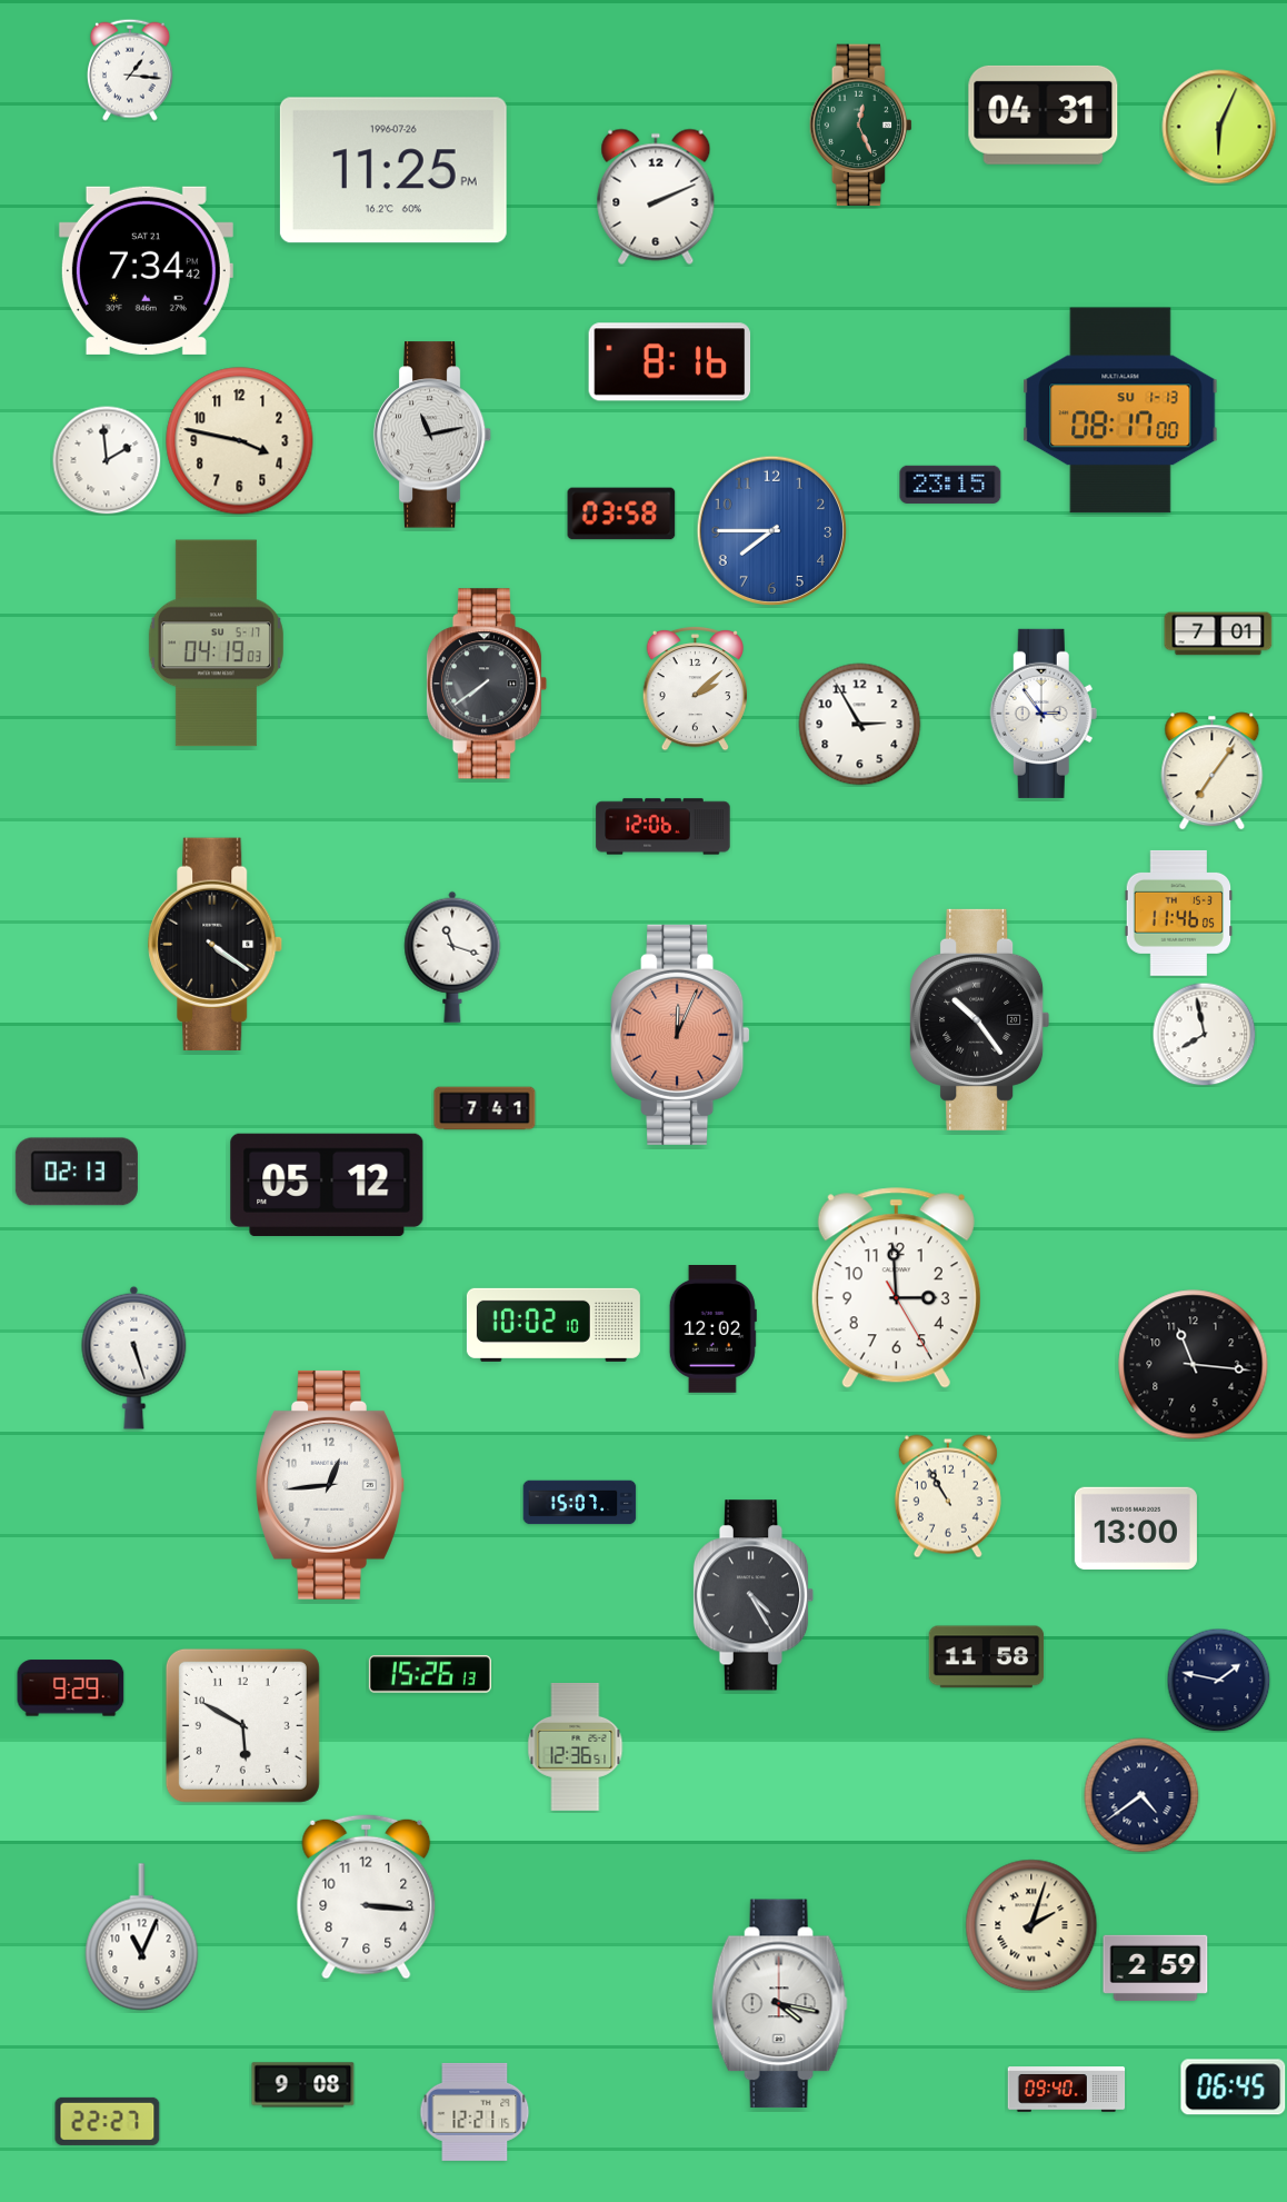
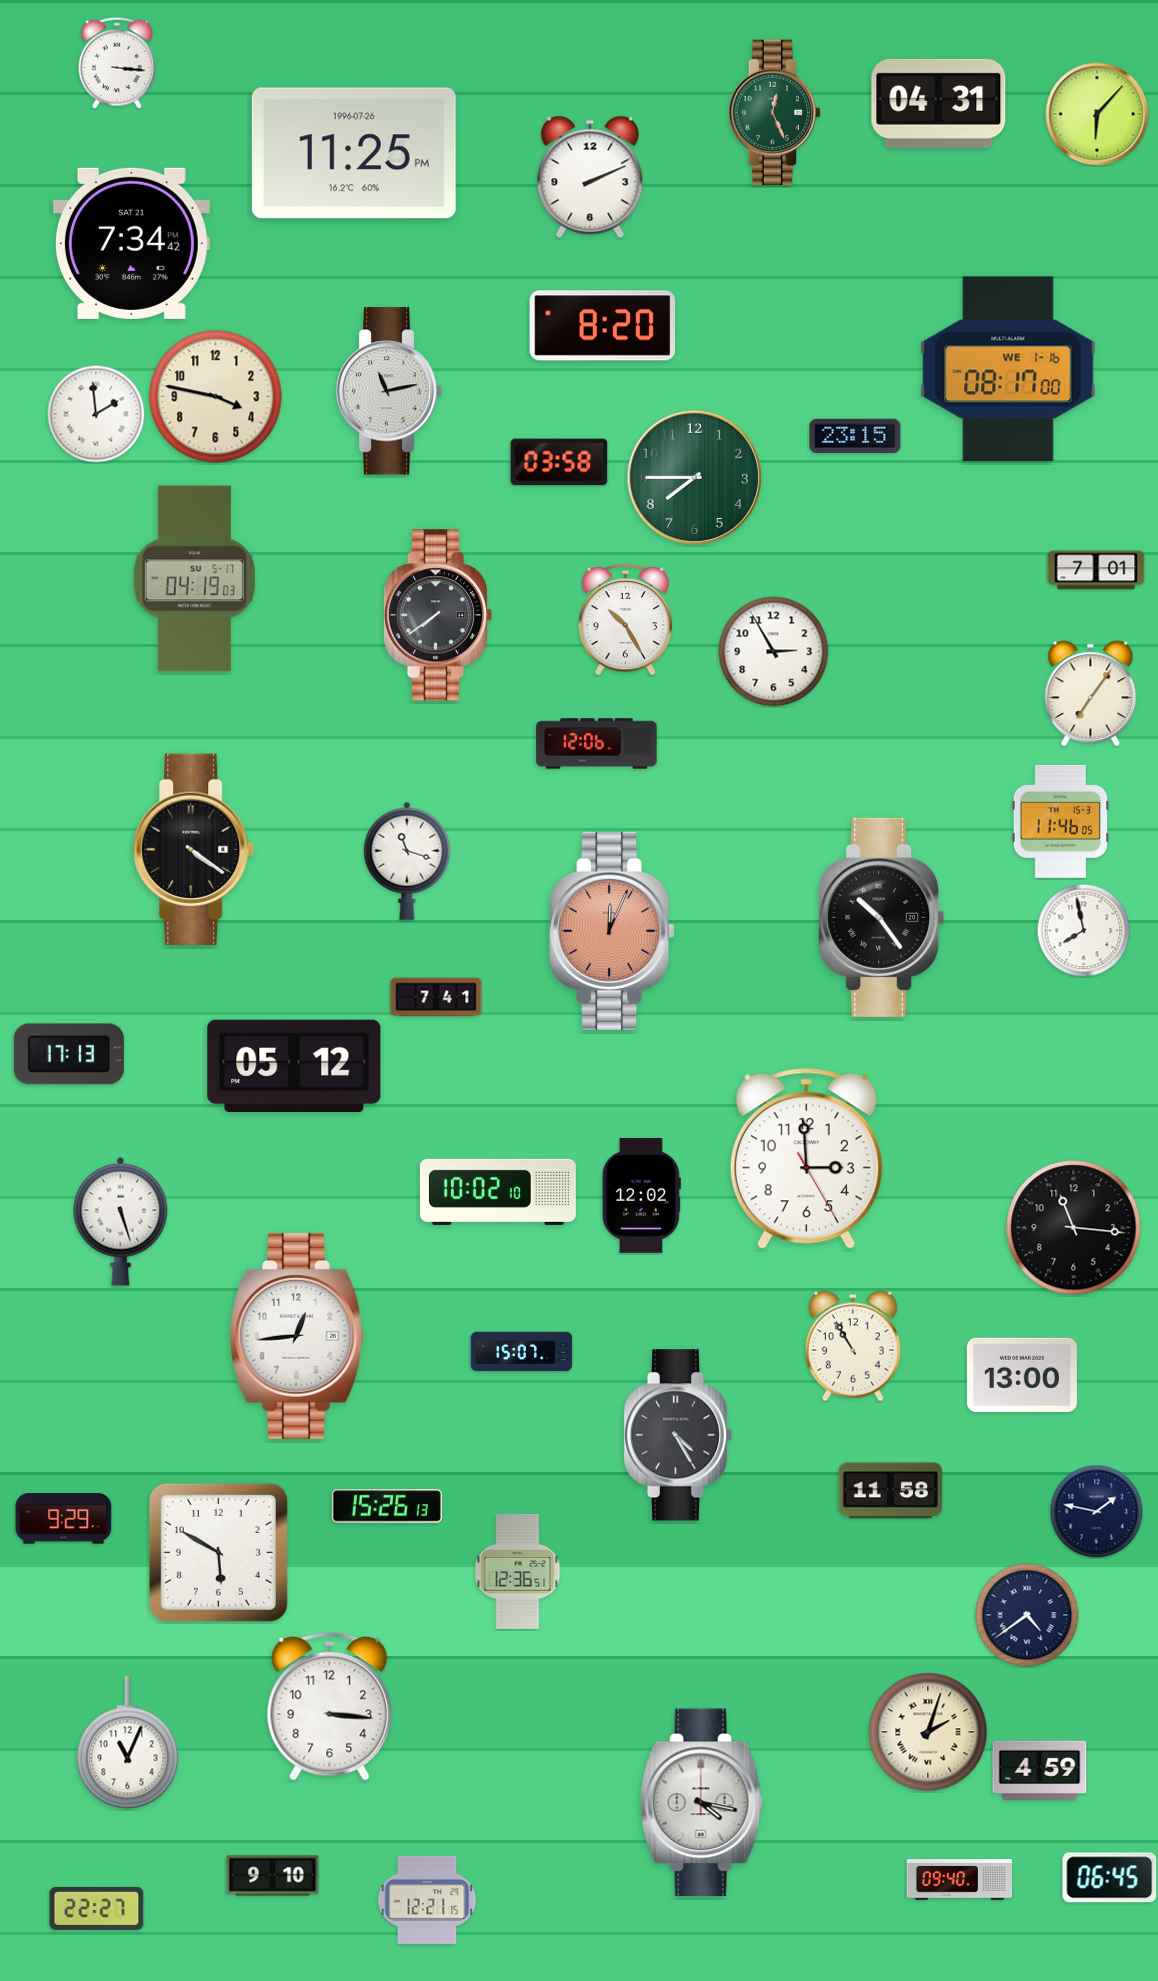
clock at (130, 70): 1:16 -> 3:16
clock at (1219, 127): 6:04 -> 6:07
clock at (670, 362): 8:16 -> 8:20
clock at (1120, 410) date: SU 1-13 -> WE 1-16
clock at (771, 530) dial: blue -> green
clock at (695, 688): 2:08 -> 10:25
clock at (1044, 714): 2:54 -> none
clock at (77, 1172): 02:13 -> 17:13
clock at (987, 1657) position: (987, 1657) -> (891, 1491)
clock at (1156, 1967): 2:59 -> 4:59
clock at (303, 2085): 9:08 -> 9:10
